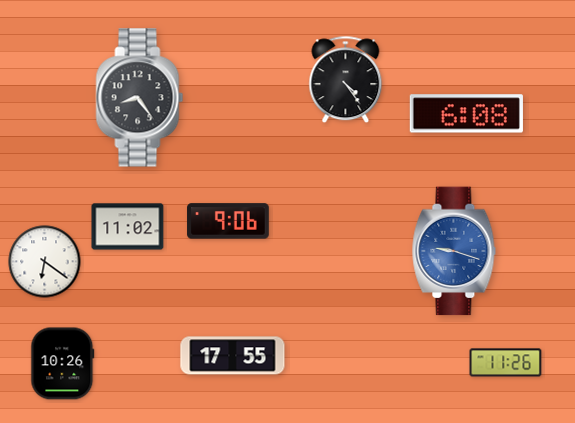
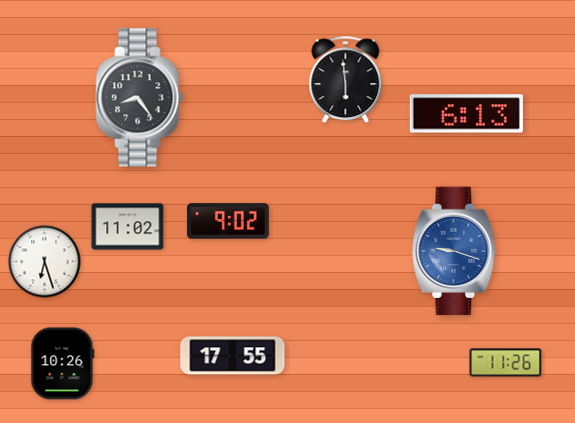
clock at (346, 80): 4:24 -> 5:59
clock at (466, 114): 6:08 -> 6:13
clock at (228, 221): 9:06 -> 9:02
clock at (45, 262): 6:21 -> 6:27
